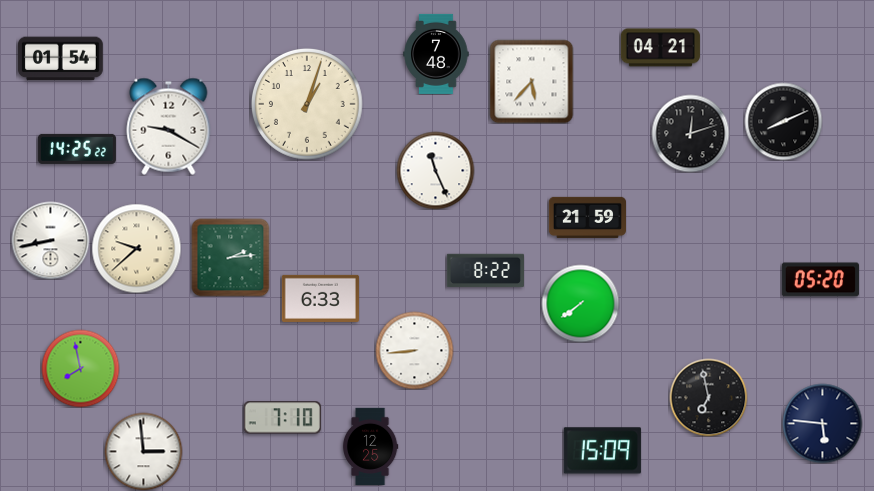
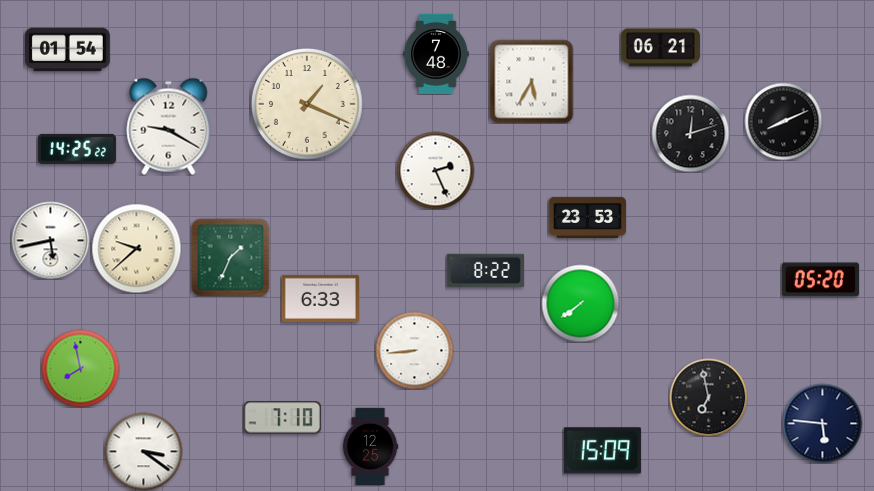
clock at (660, 48): 04:21 -> 06:21
clock at (60, 59) position: (60, 59) -> (67, 50)
clock at (531, 81): 5:37 -> 5:35
clock at (307, 104): 1:03 -> 1:19
clock at (435, 170): 11:26 -> 2:26
clock at (587, 217): 21:59 -> 23:53
clock at (50, 240): 8:43 -> 5:43
clock at (230, 257): 2:14 -> 1:34
clock at (143, 451): 2:59 -> 3:21
